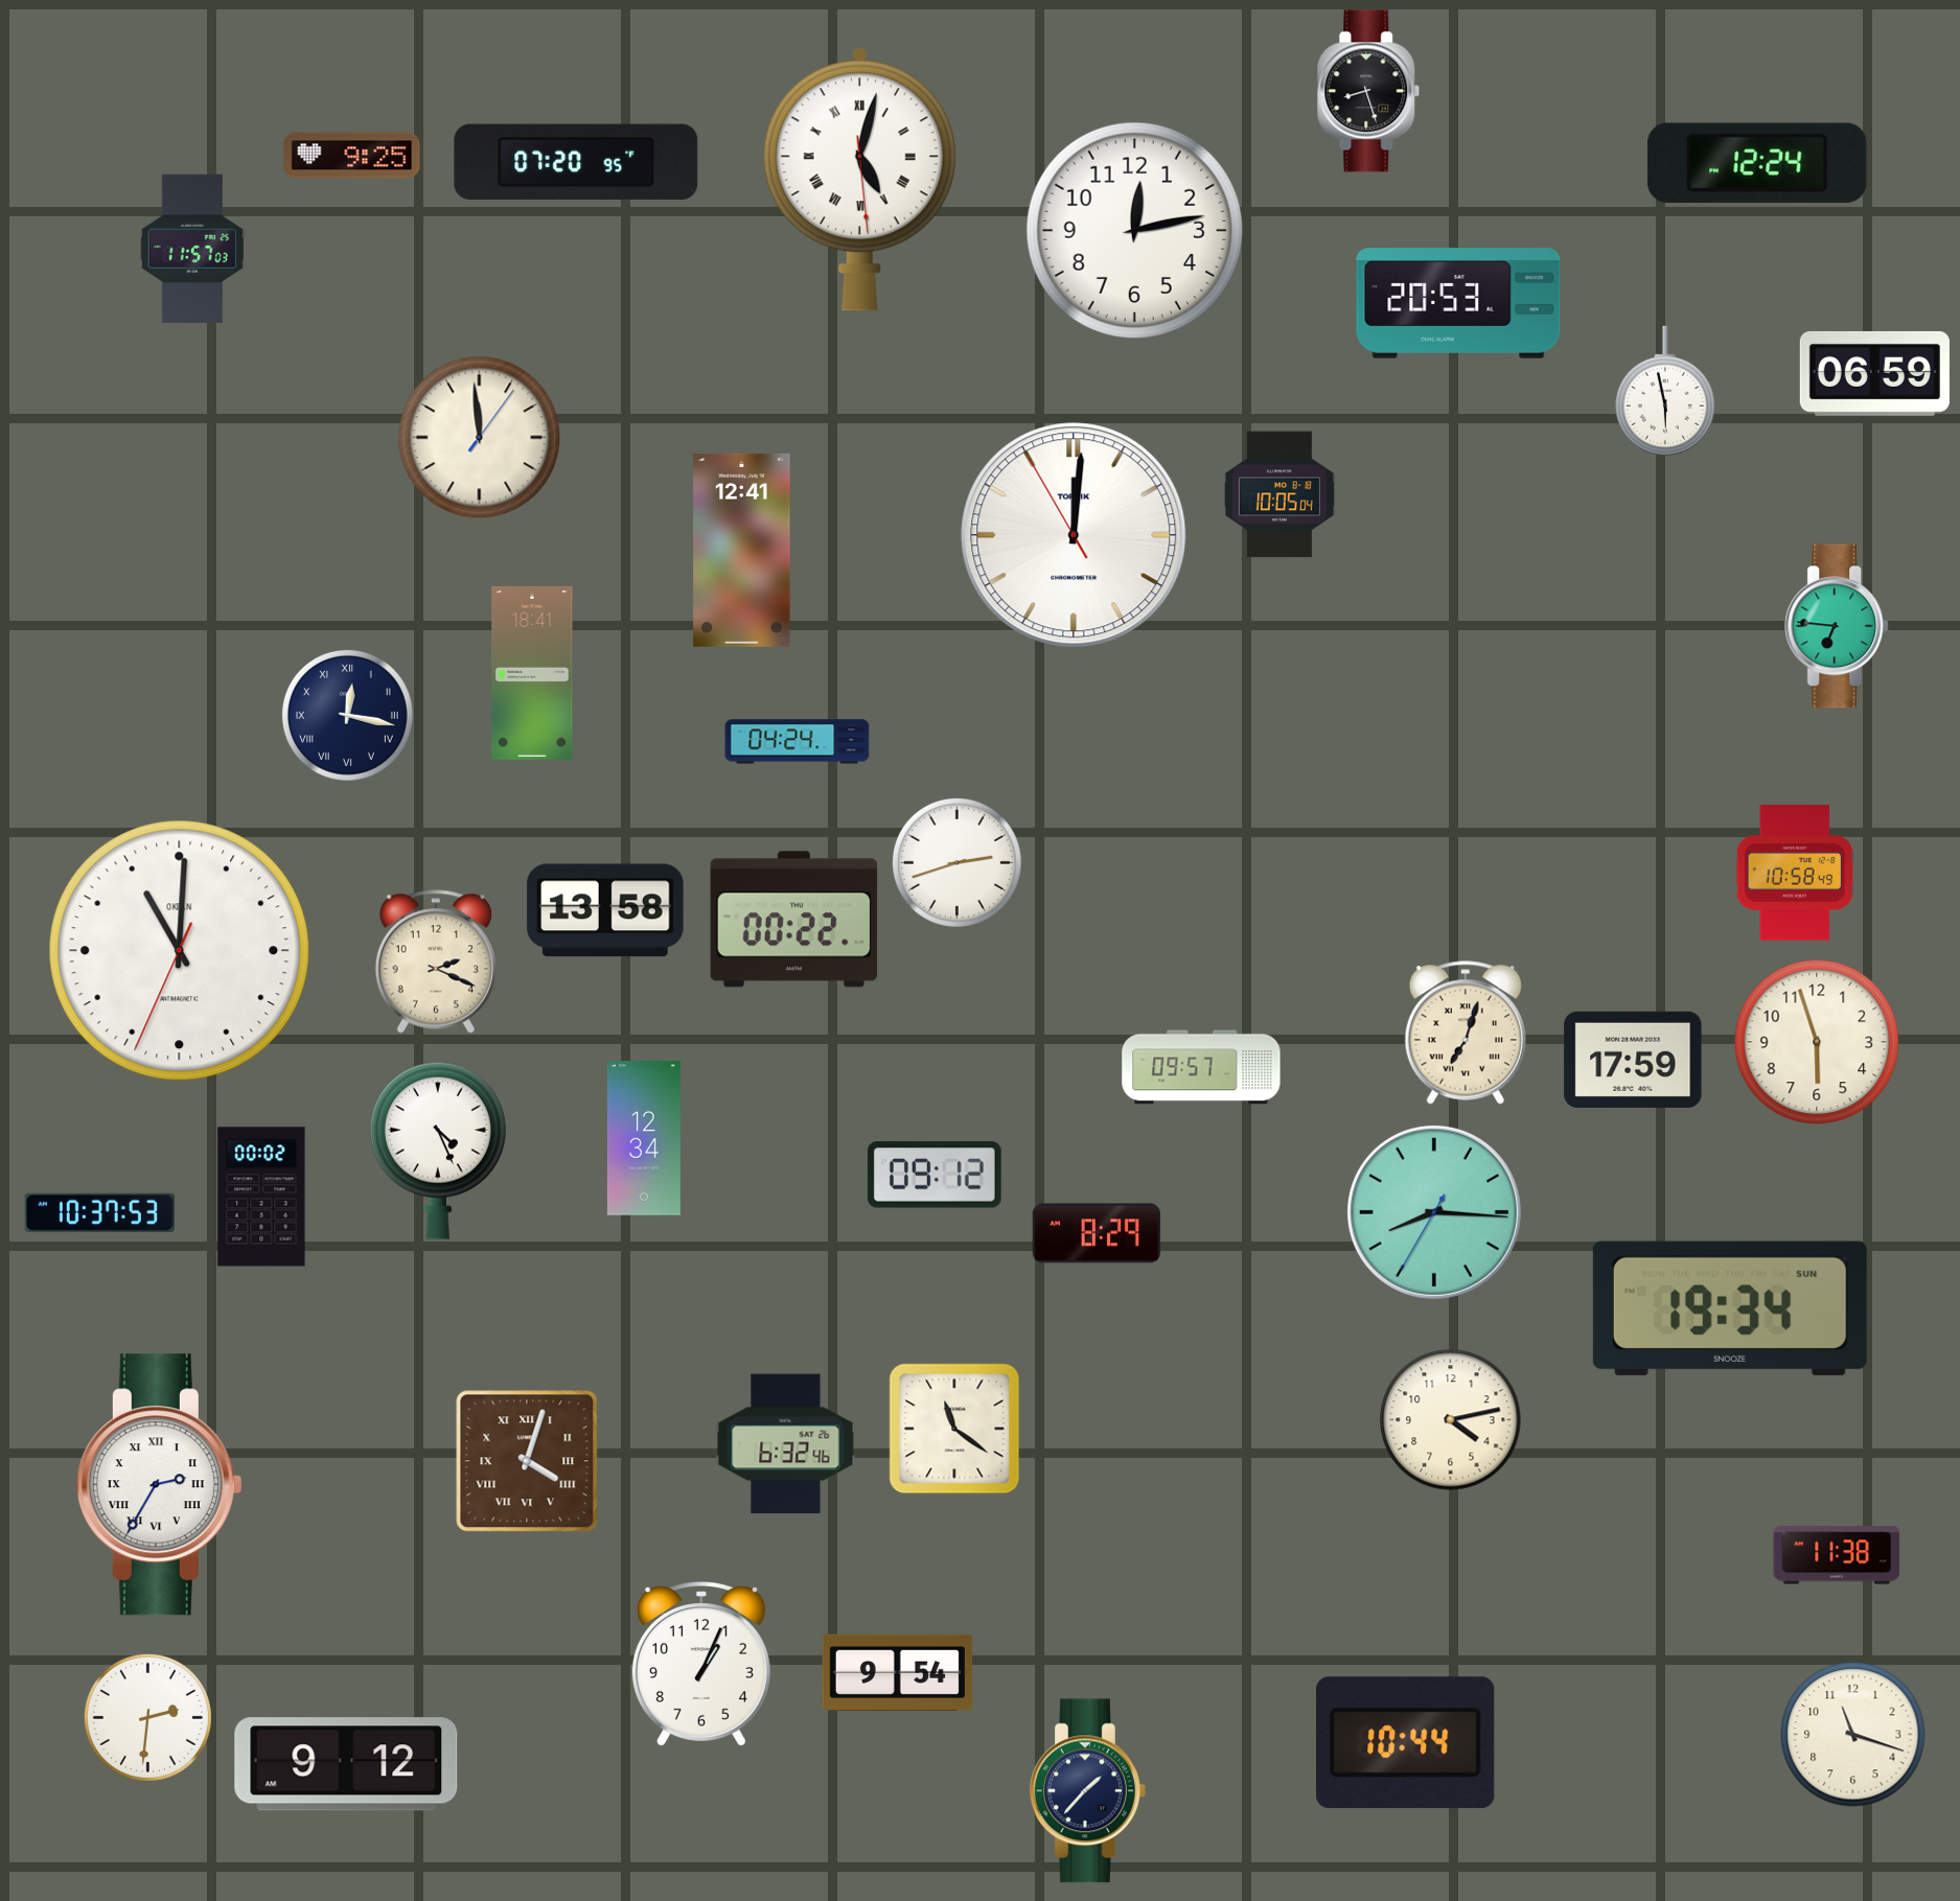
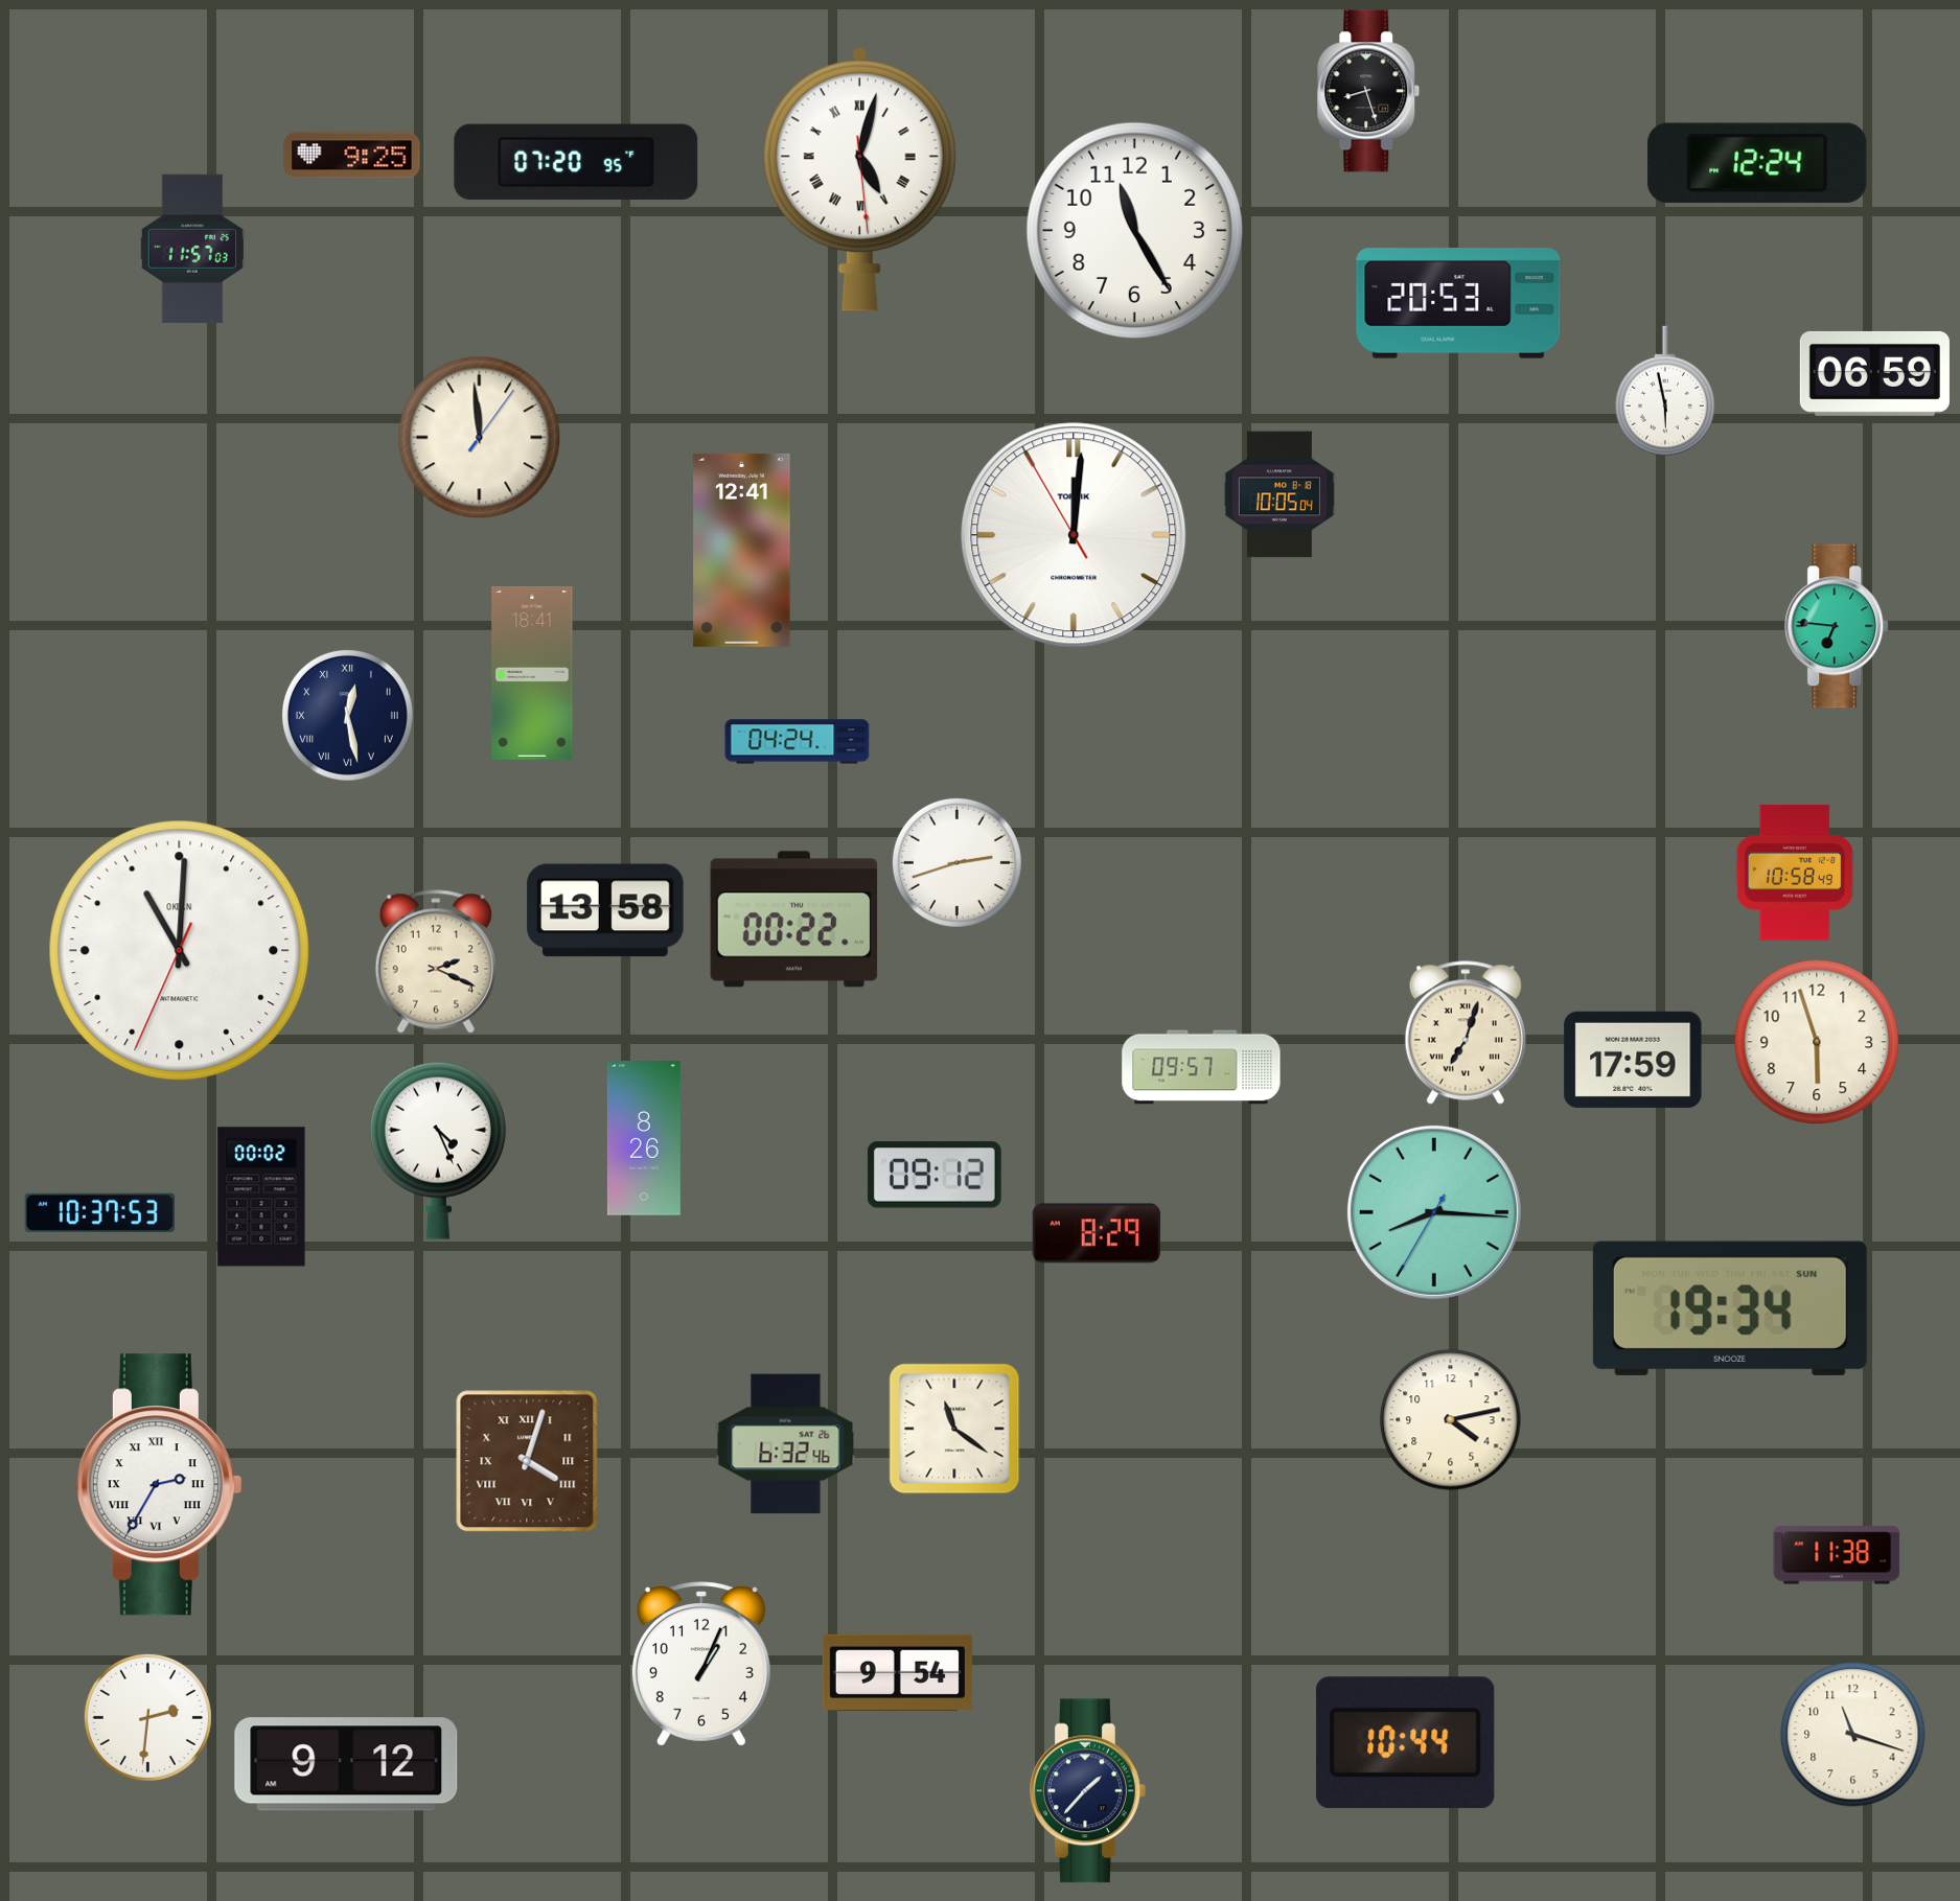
clock at (1134, 230): 12:13 -> 11:25
clock at (347, 715): 12:17 -> 12:28
clock at (644, 1138): 12:34 -> 8:26
